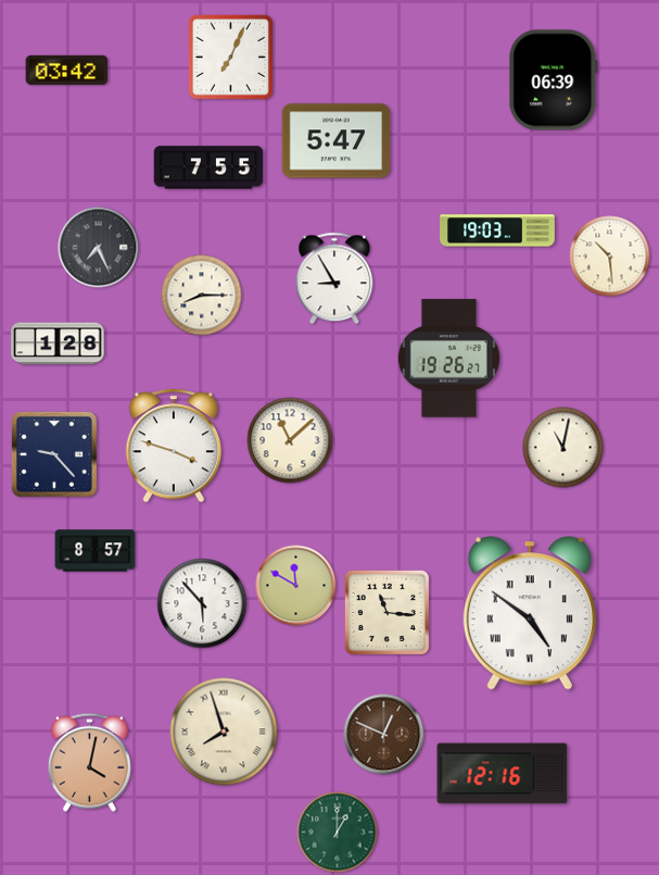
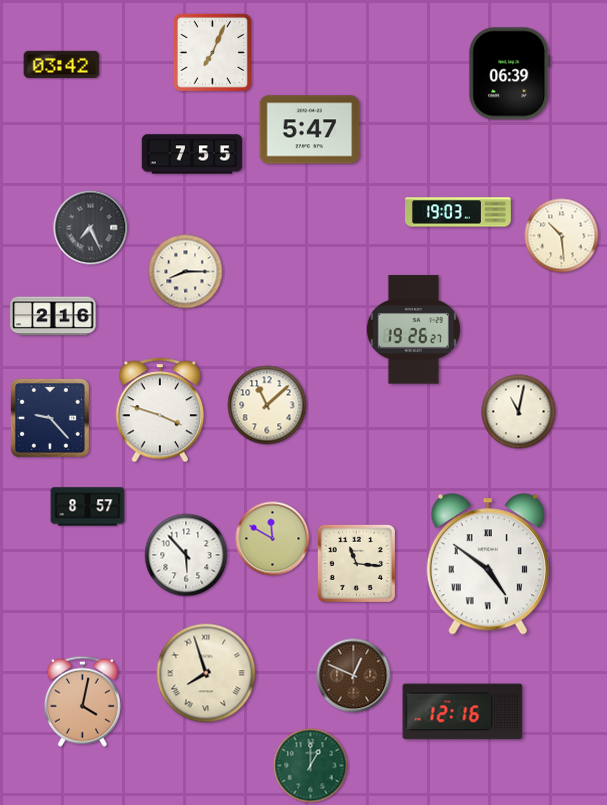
clock at (334, 278): 8:55 -> none
clock at (58, 343): 1:28 -> 2:16
